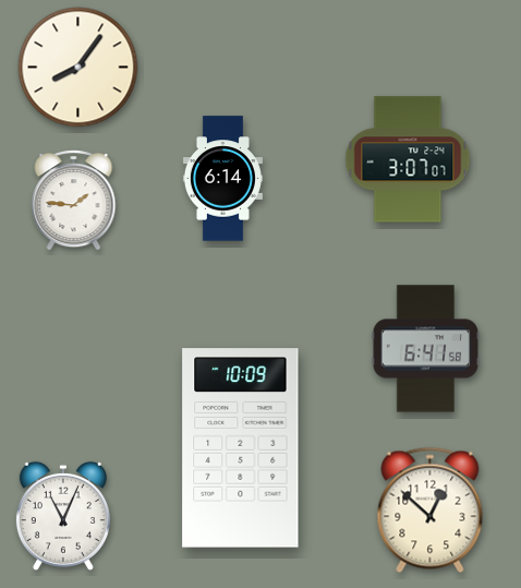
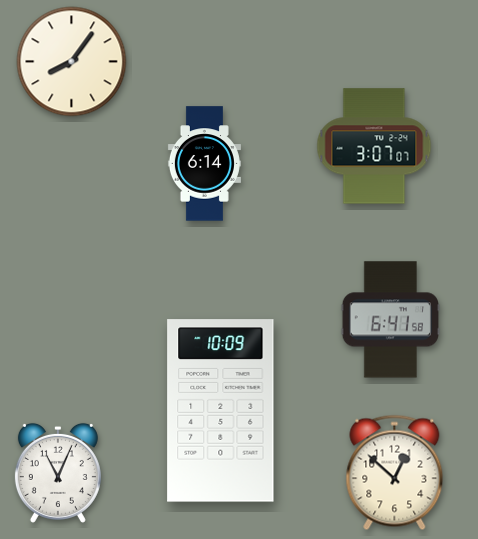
clock at (74, 201): 1:46 -> none
clock at (431, 511) position: (431, 511) -> (395, 473)
